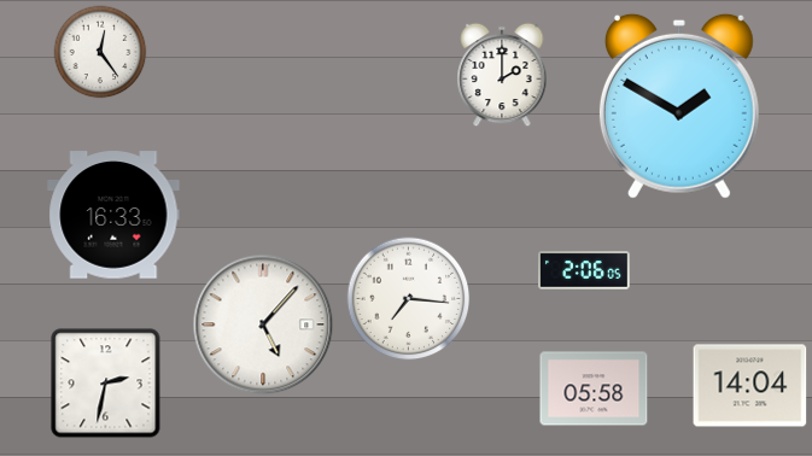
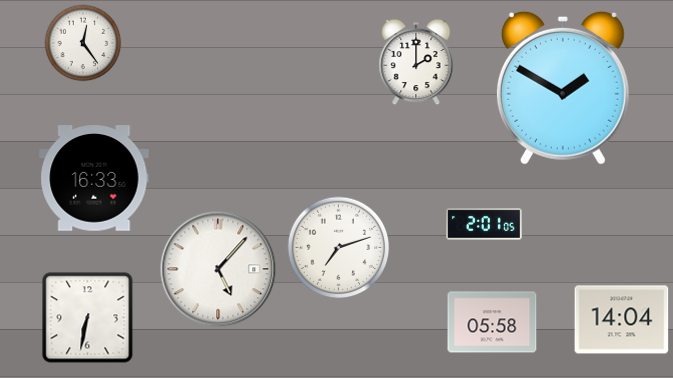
clock at (584, 270): 2:06 -> 2:01
clock at (409, 299): 7:16 -> 7:12
clock at (106, 384): 2:32 -> 6:32
